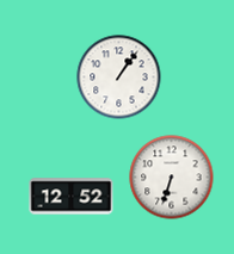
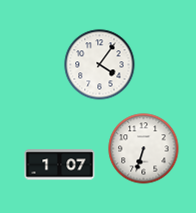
clock at (119, 78): 1:06 -> 4:06
clock at (72, 197): 12:52 -> 1:07
